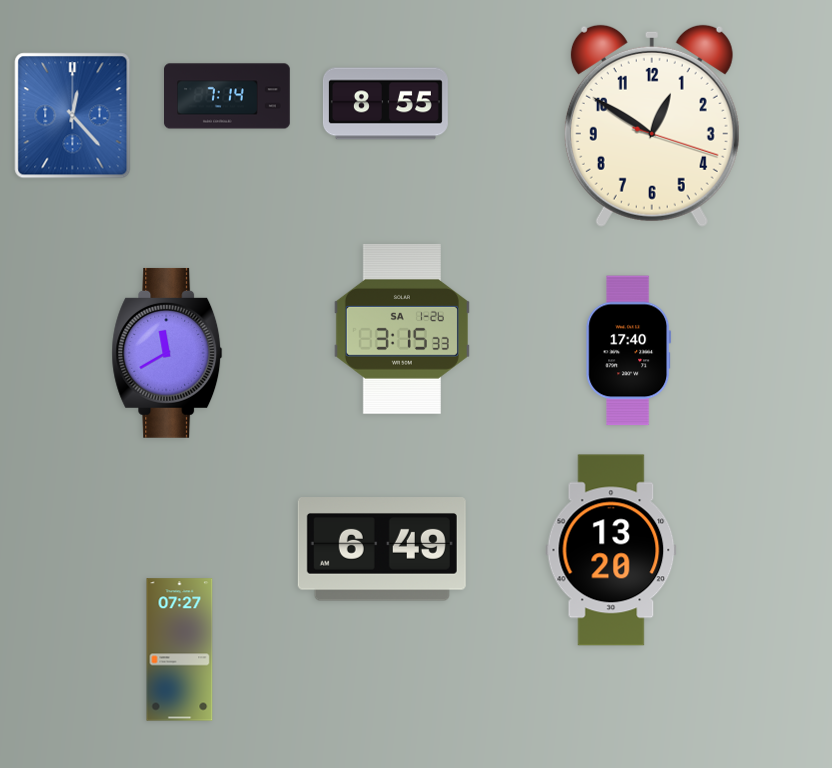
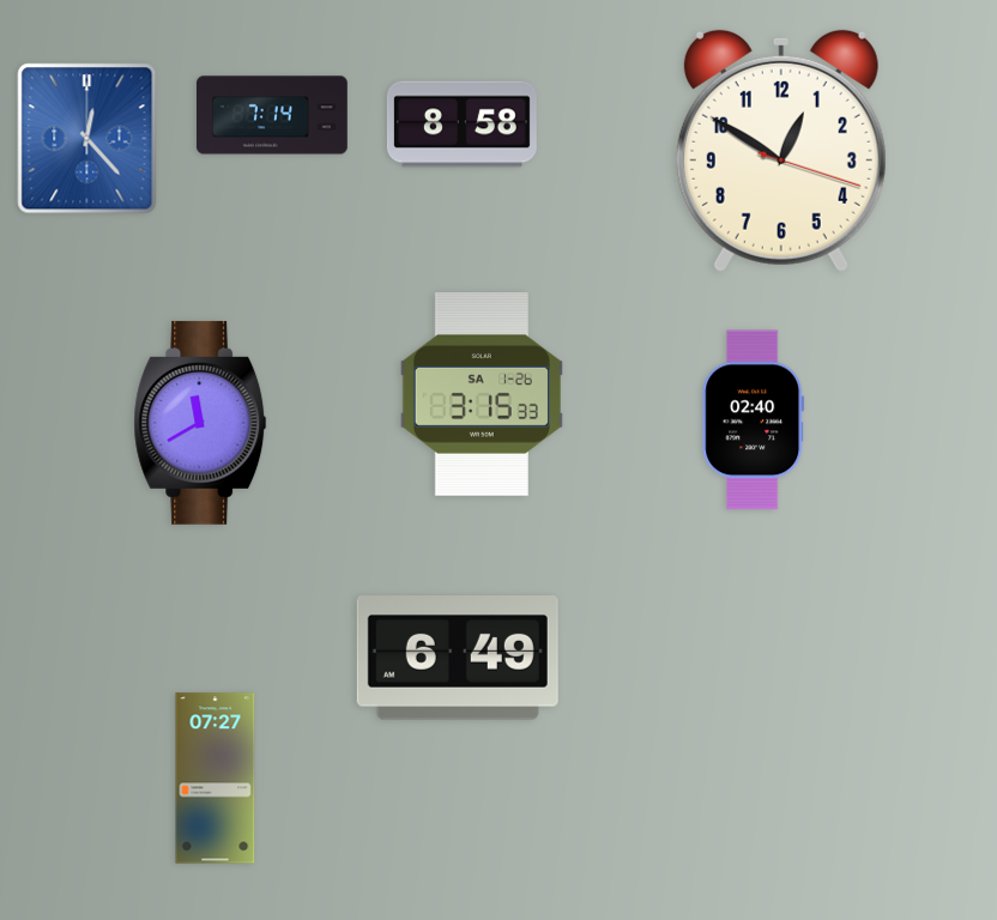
clock at (385, 104): 8:55 -> 8:58
clock at (629, 351): 17:40 -> 02:40
clock at (611, 550): 13:20 -> none
